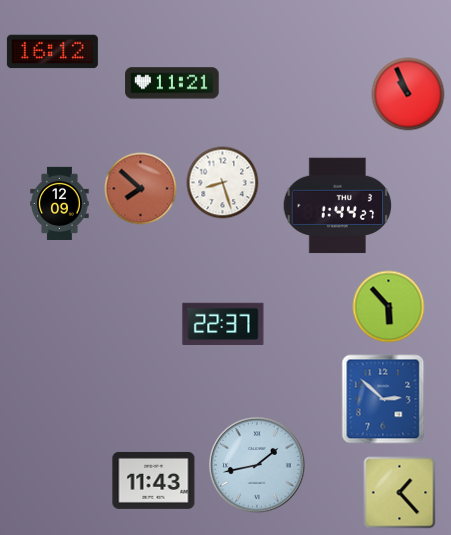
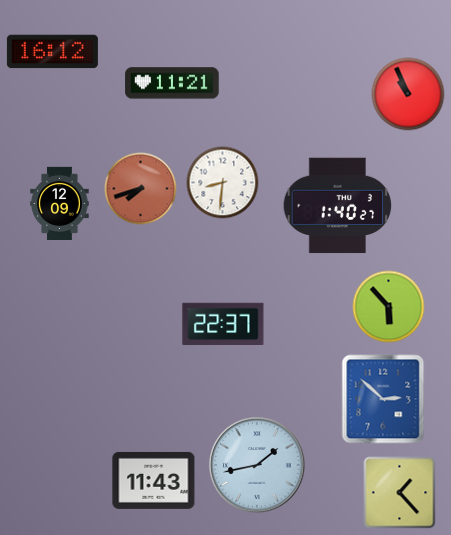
clock at (223, 183): 8:27 -> 8:31
clock at (141, 189): 7:52 -> 7:42
clock at (338, 206): 1:44 -> 1:40
